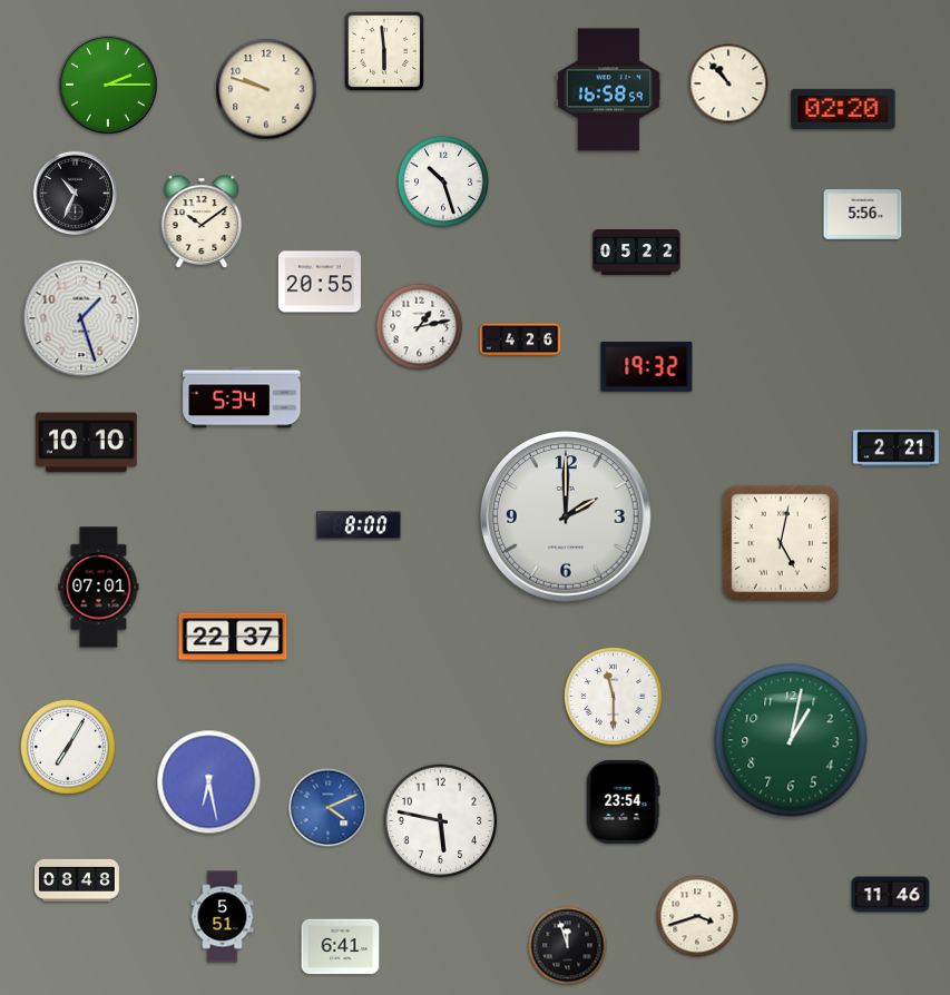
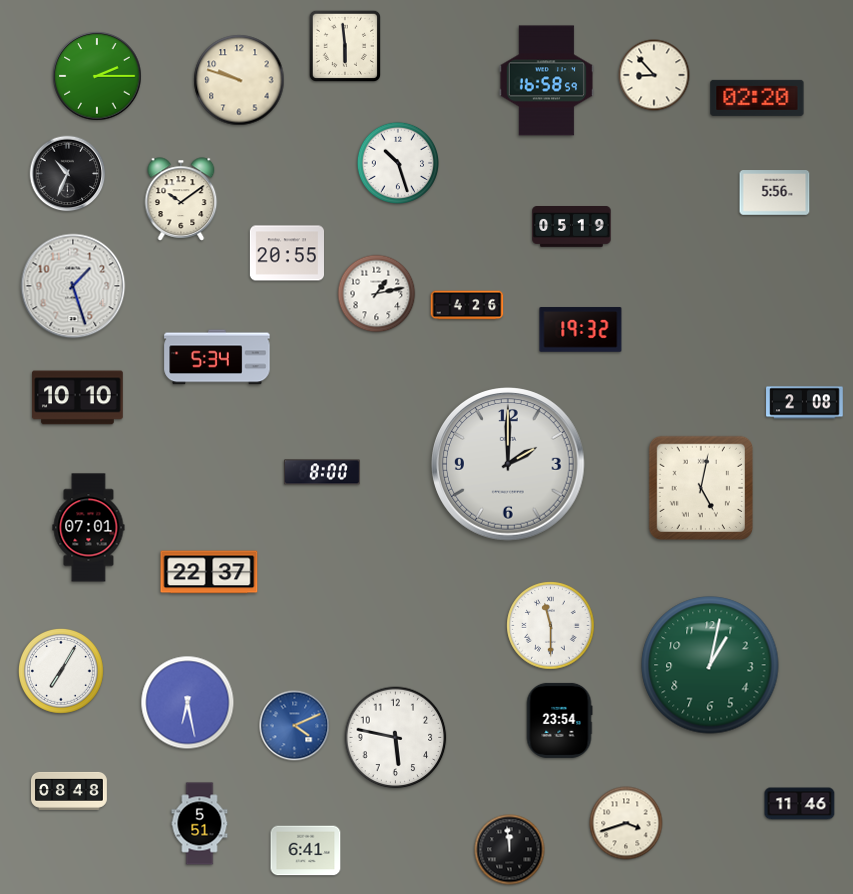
clock at (728, 83): 10:53 -> 8:53
clock at (637, 253): 05:22 -> 05:19
clock at (897, 449): 2:21 -> 2:08
clock at (568, 946): 11:57 -> 11:59
